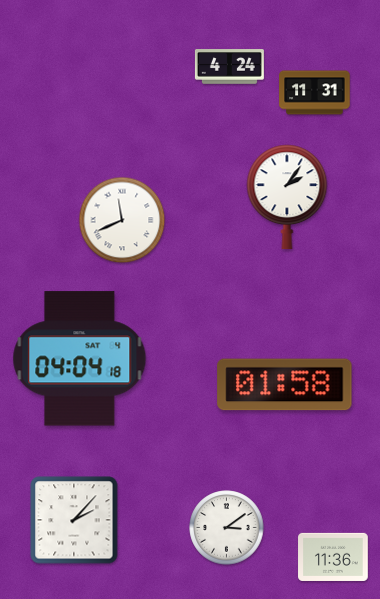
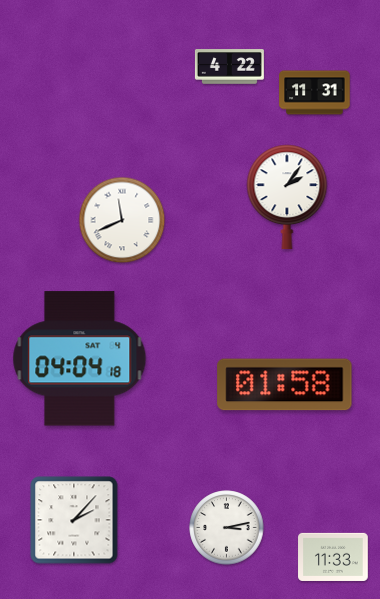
clock at (229, 67): 4:24 -> 4:22
clock at (227, 528): 3:09 -> 3:13
clock at (333, 557): 11:36 -> 11:33
